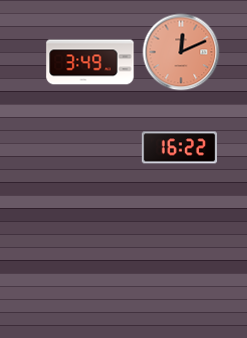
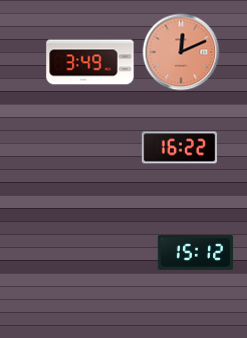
clock at (196, 252): none -> 15:12
